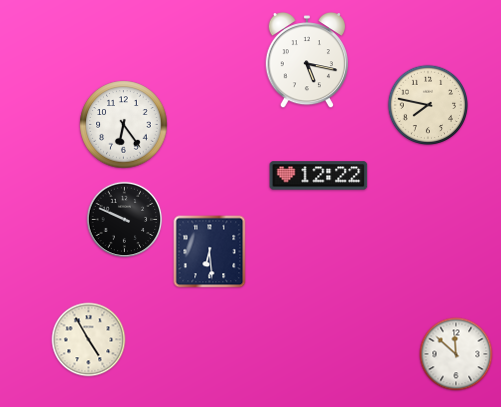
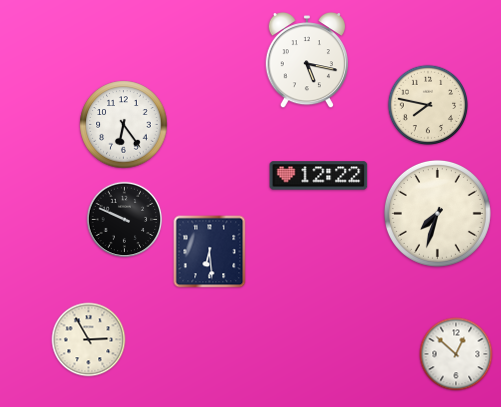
clock at (437, 213): none -> 7:33
clock at (89, 340): 4:55 -> 2:55
clock at (456, 354): 11:52 -> 12:52
